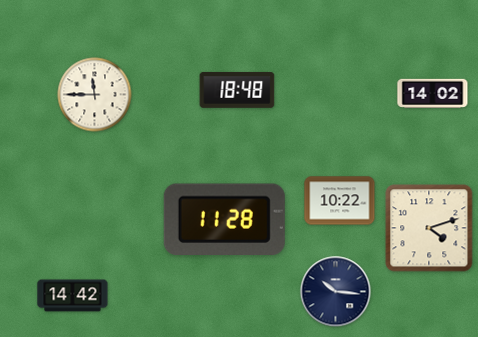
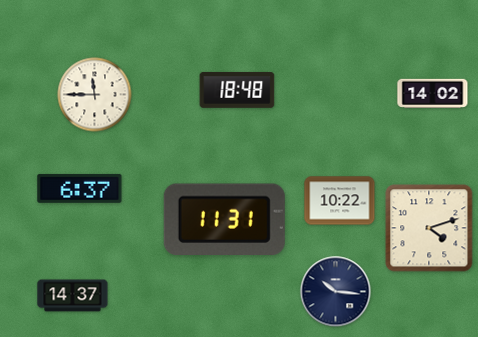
clock at (80, 188): none -> 6:37
clock at (224, 219): 11:28 -> 11:31
clock at (73, 296): 14:42 -> 14:37
